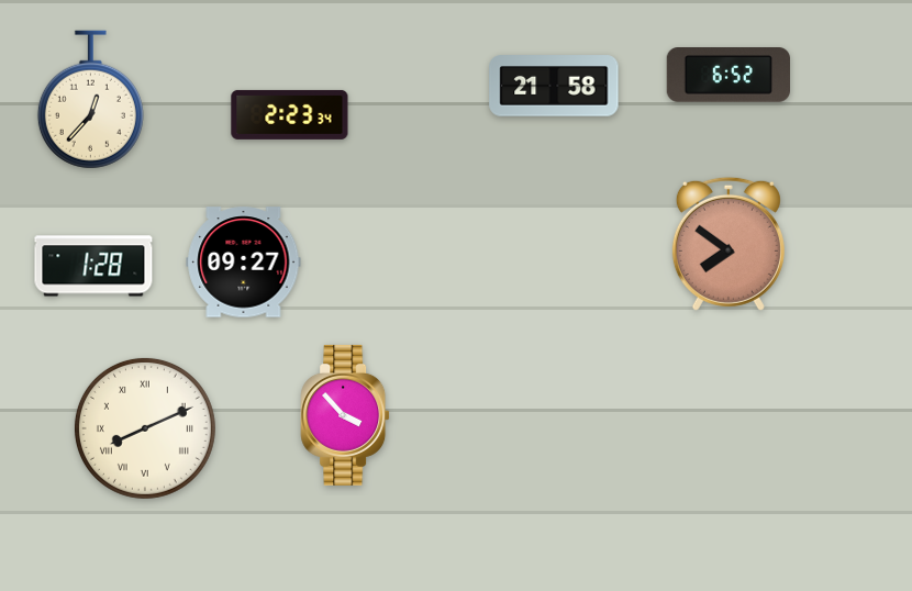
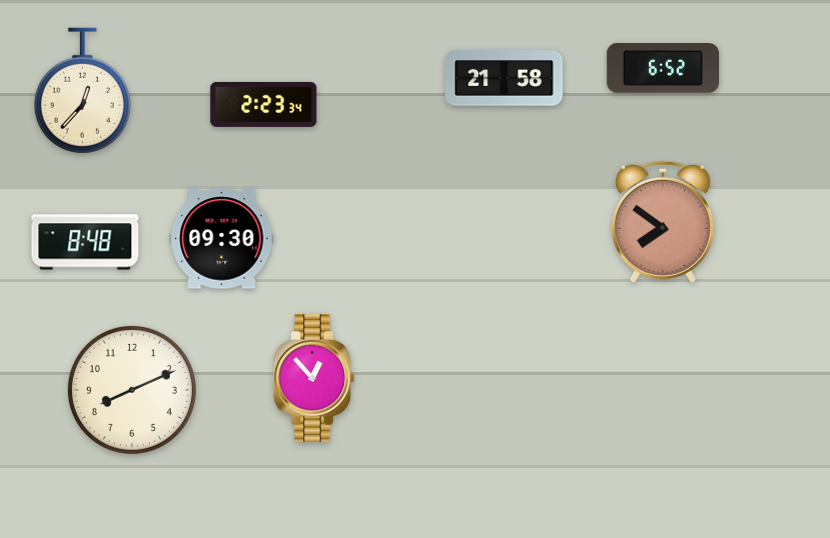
clock at (244, 263): 09:27 -> 09:30
clock at (93, 266): 1:28 -> 8:48
clock at (345, 415): 3:53 -> 12:53
clock at (145, 428) numerals: Roman -> Arabic
